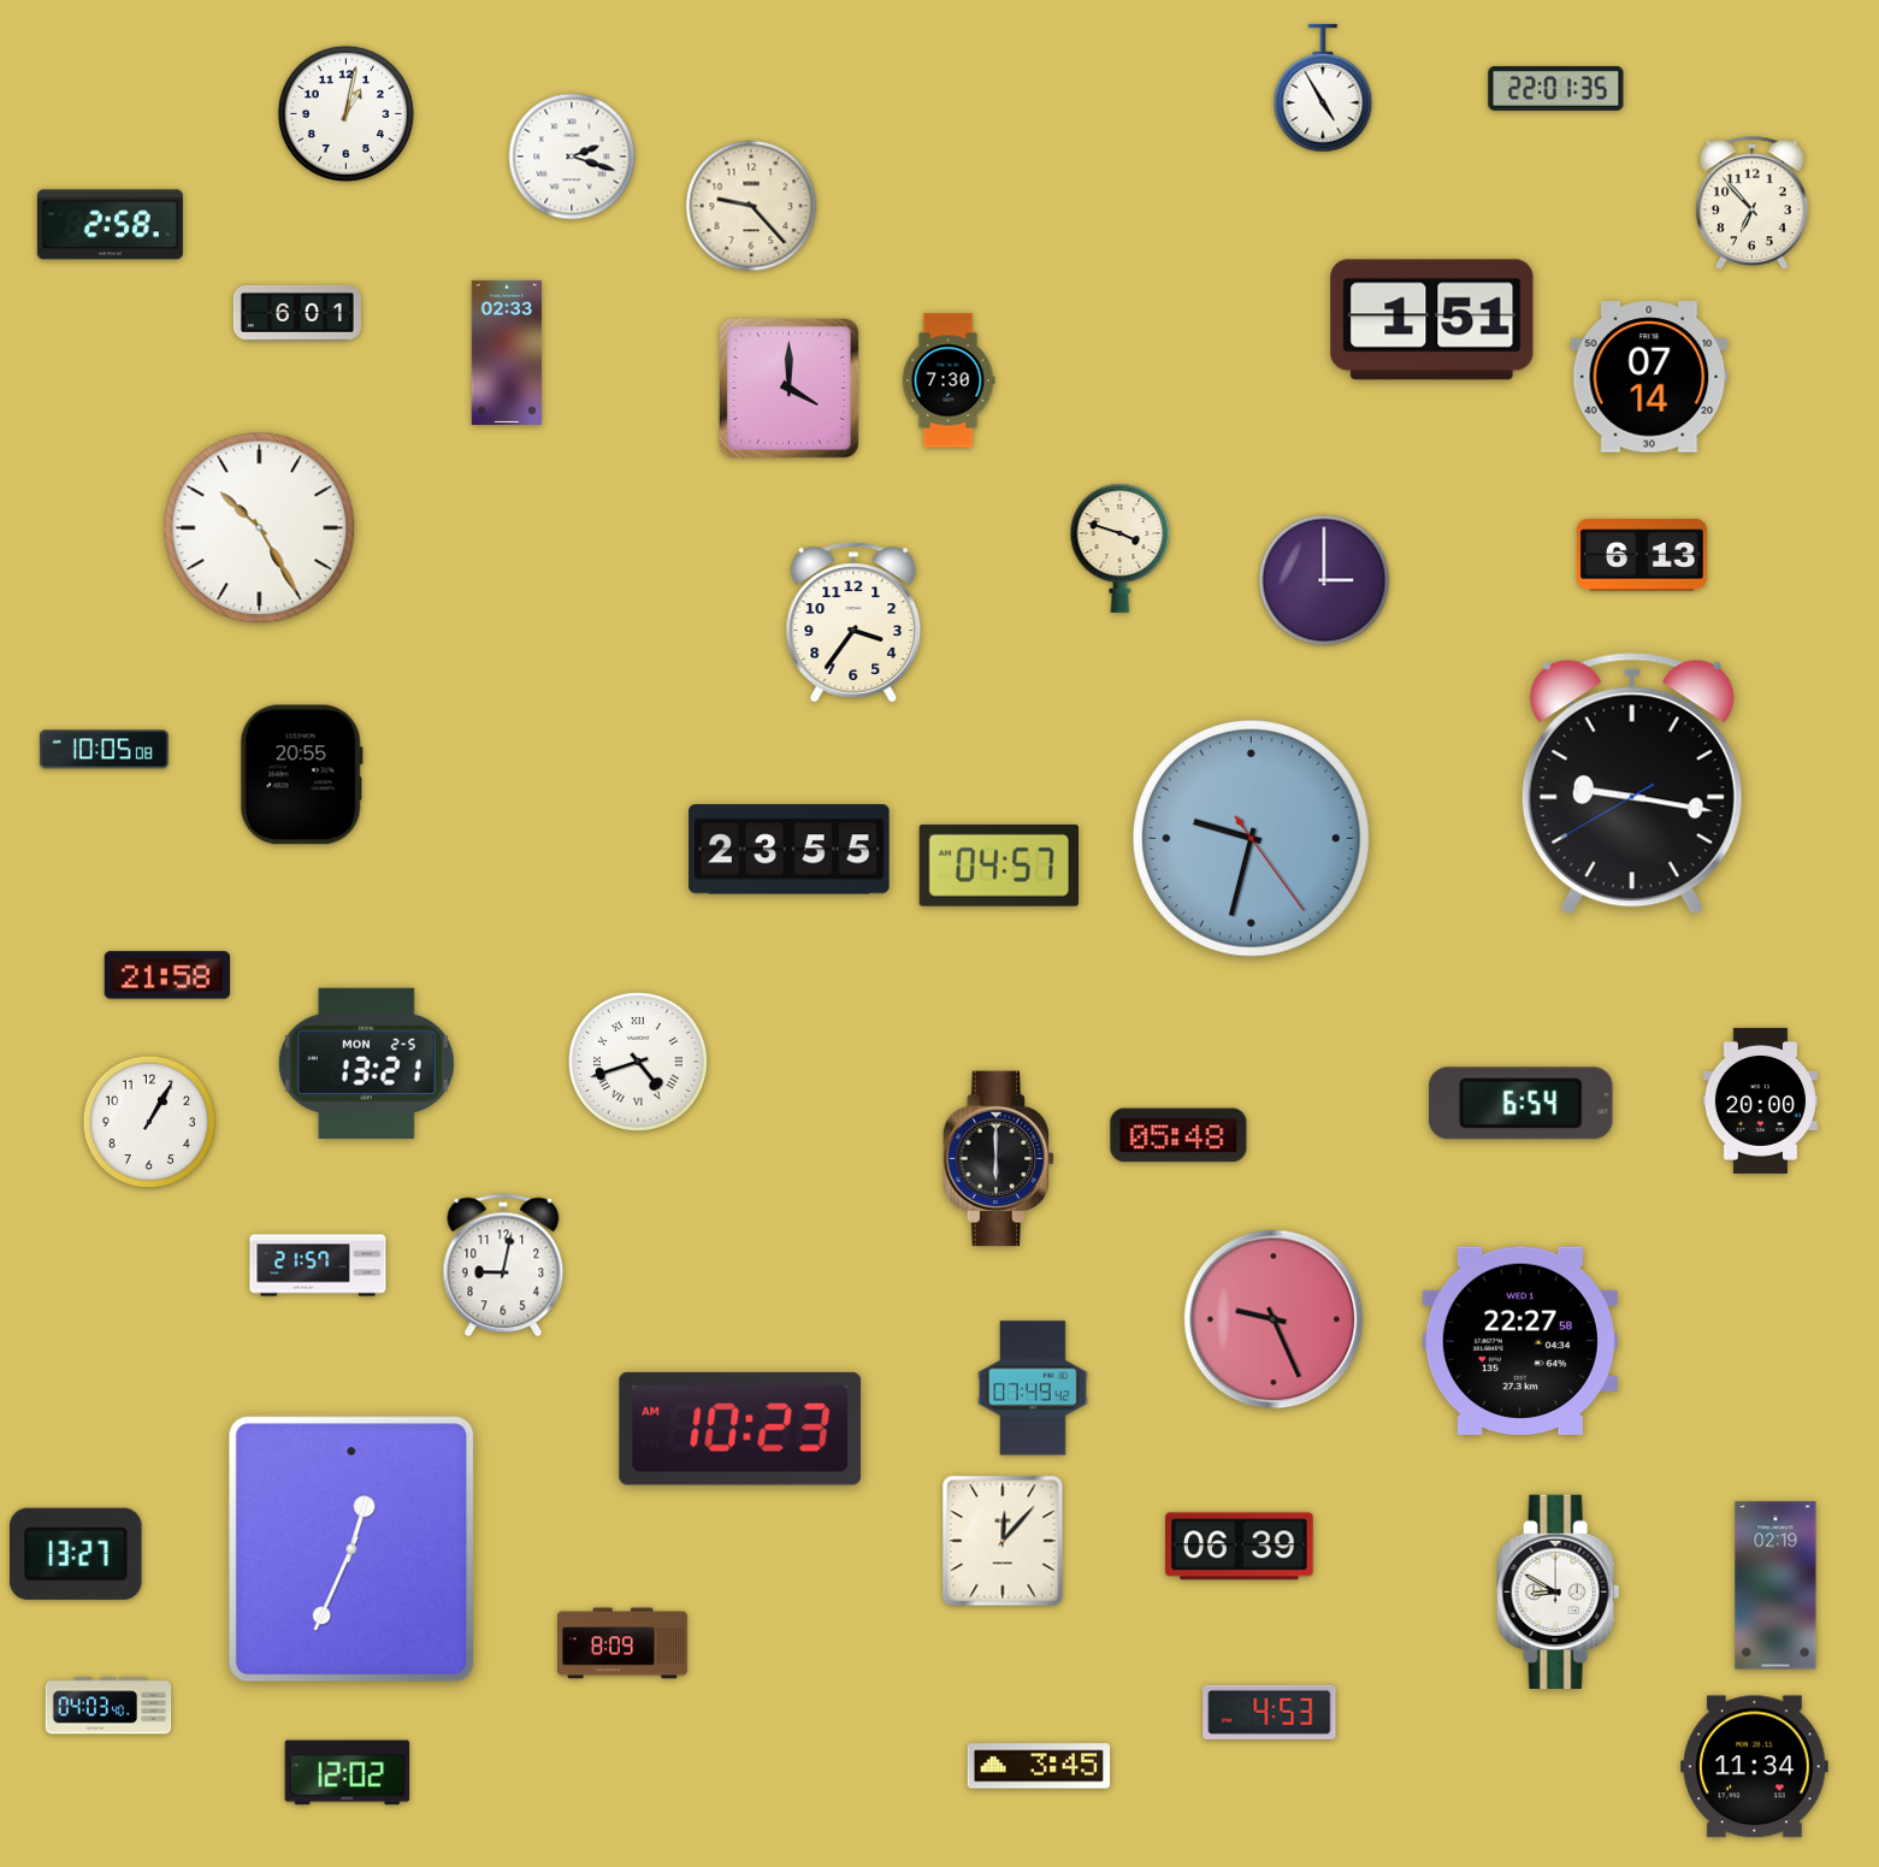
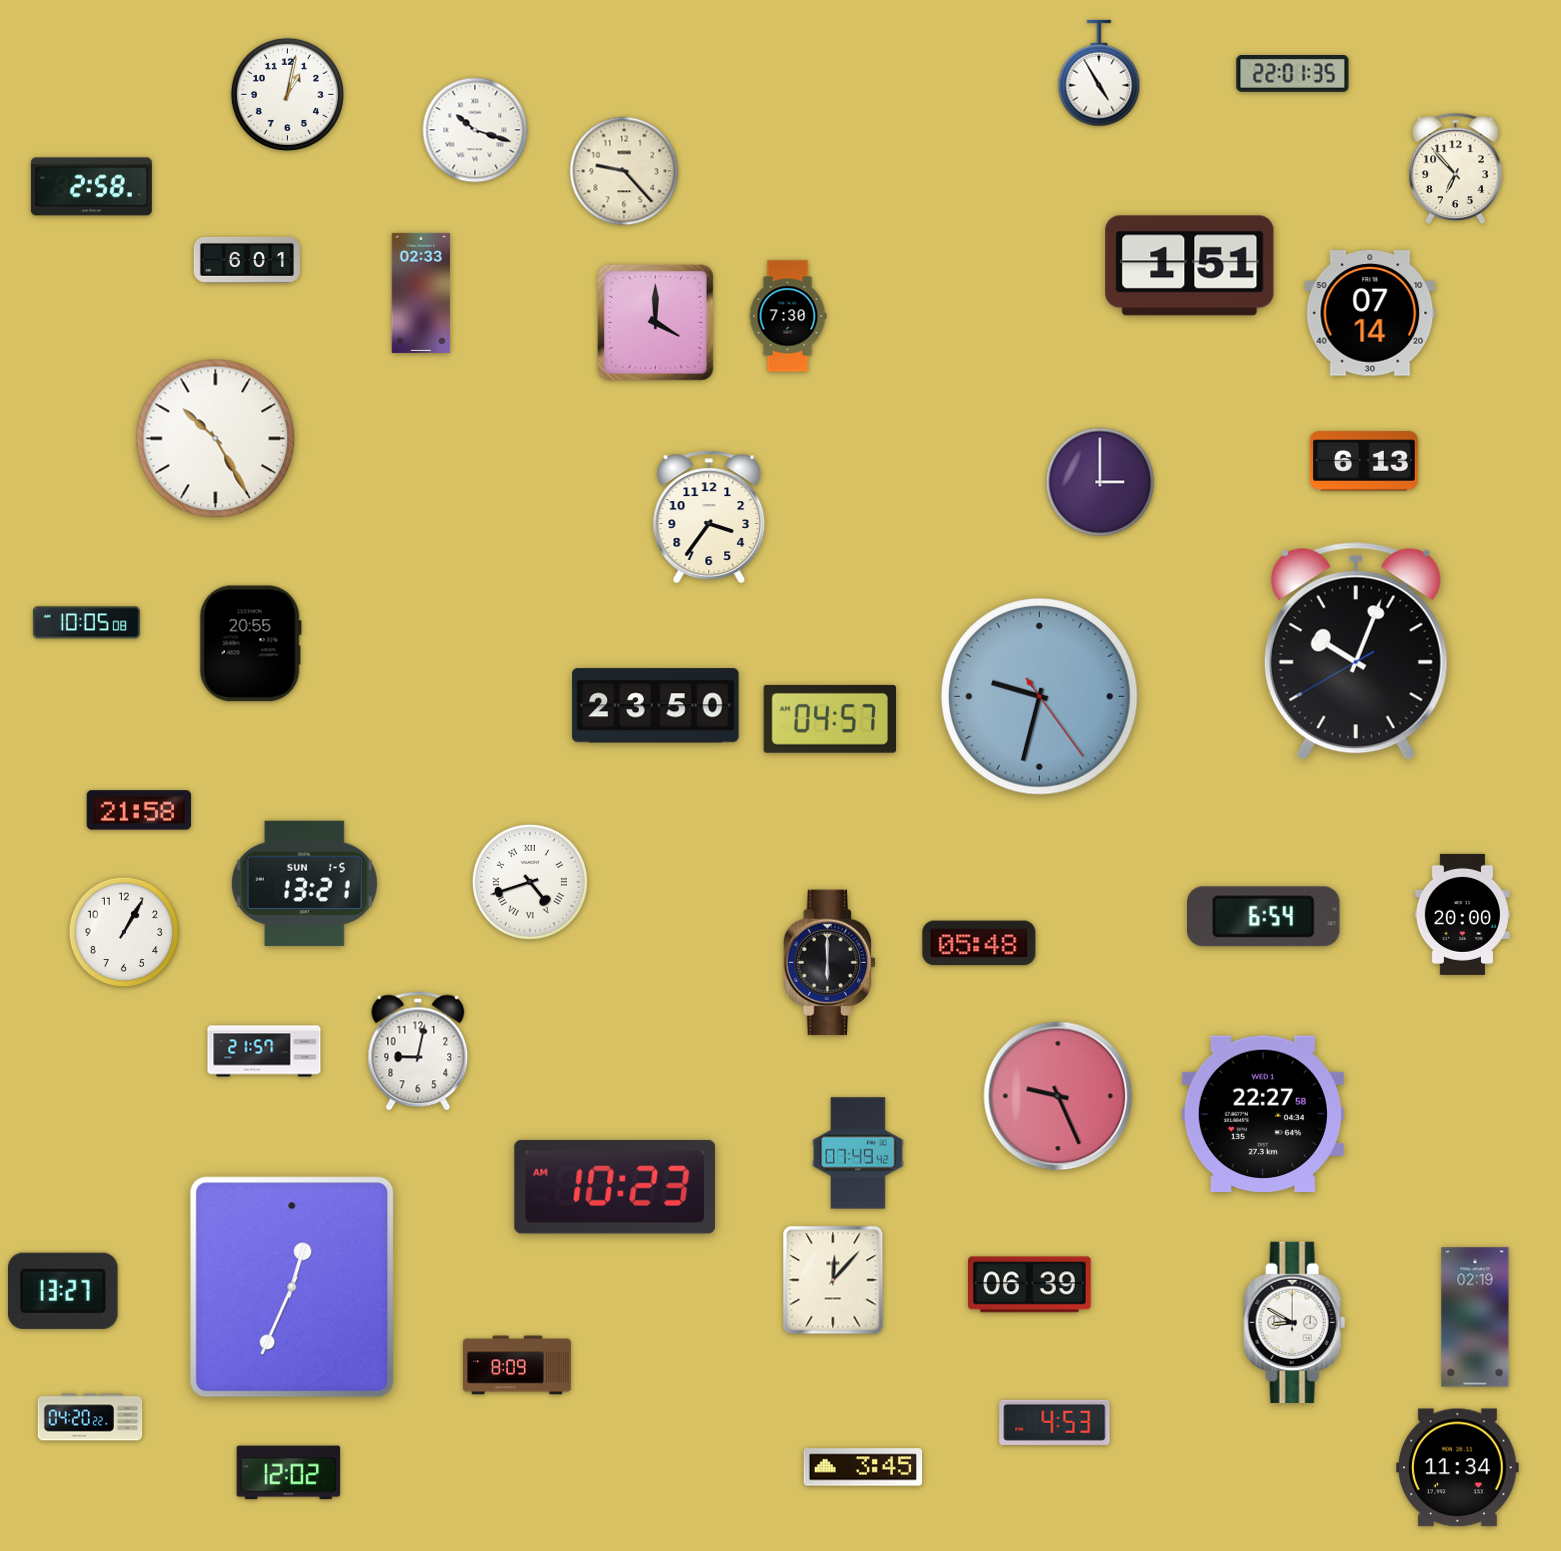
clock at (572, 156): 2:18 -> 10:18
clock at (1121, 548): 3:48 -> none
clock at (1632, 784): 9:16 -> 10:03
clock at (790, 850): 23:55 -> 23:50
clock at (366, 1063) date: MON 2-5 -> SUN 1-5
clock at (108, 1706): 04:03 -> 04:20
